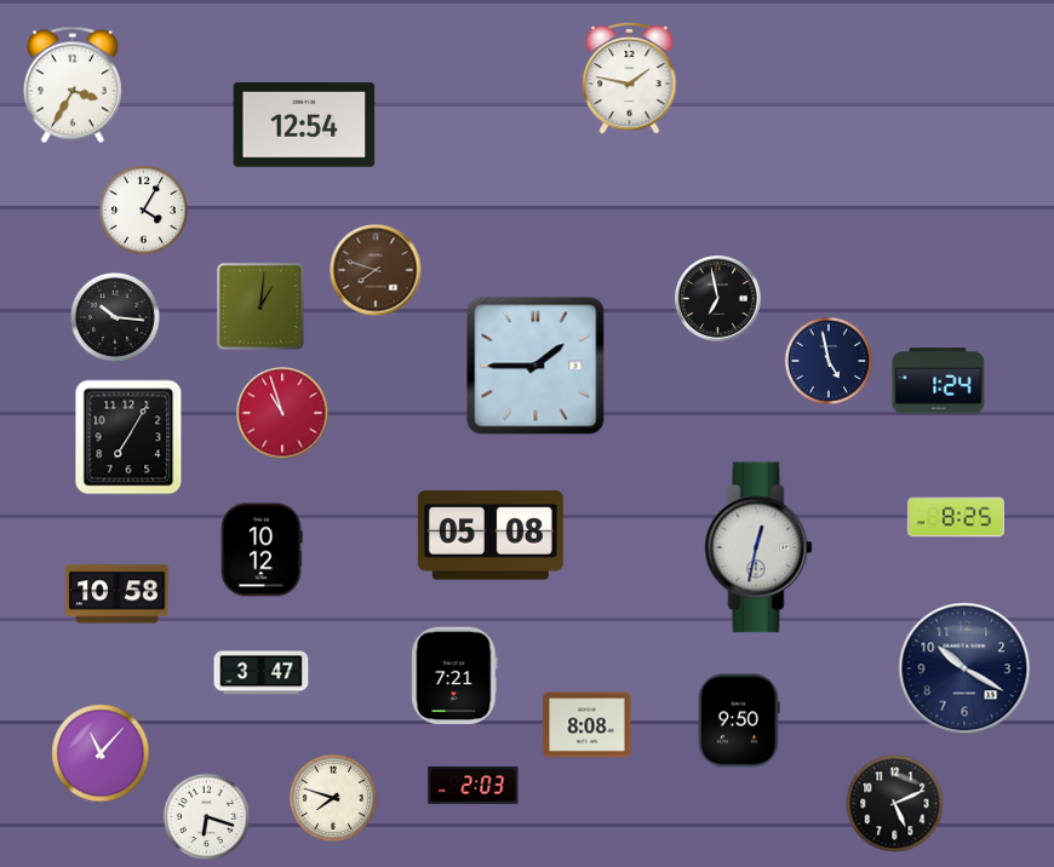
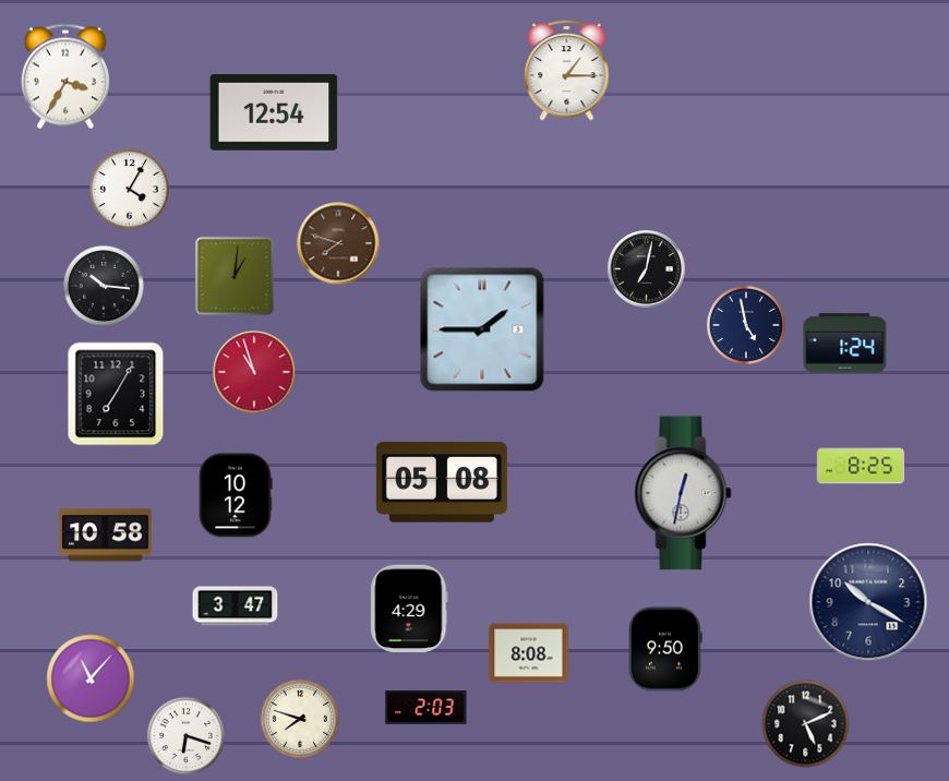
clock at (630, 77): 1:47 -> 1:15
clock at (718, 299): 6:58 -> 7:02
clock at (454, 674): 7:21 -> 4:29
